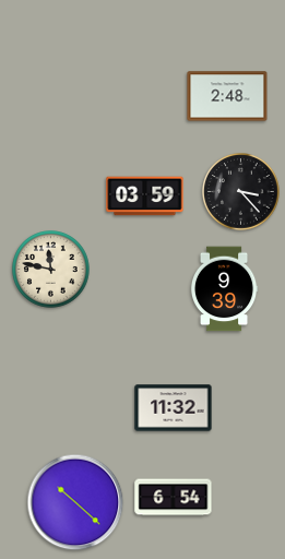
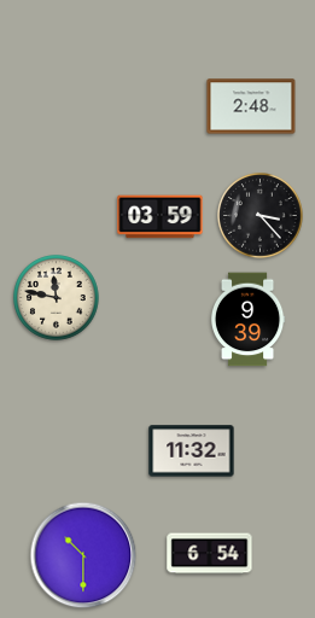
clock at (241, 192) position: (241, 192) -> (261, 216)
clock at (174, 498) position: (174, 498) -> (210, 554)
clock at (75, 502): 10:22 -> 10:30
